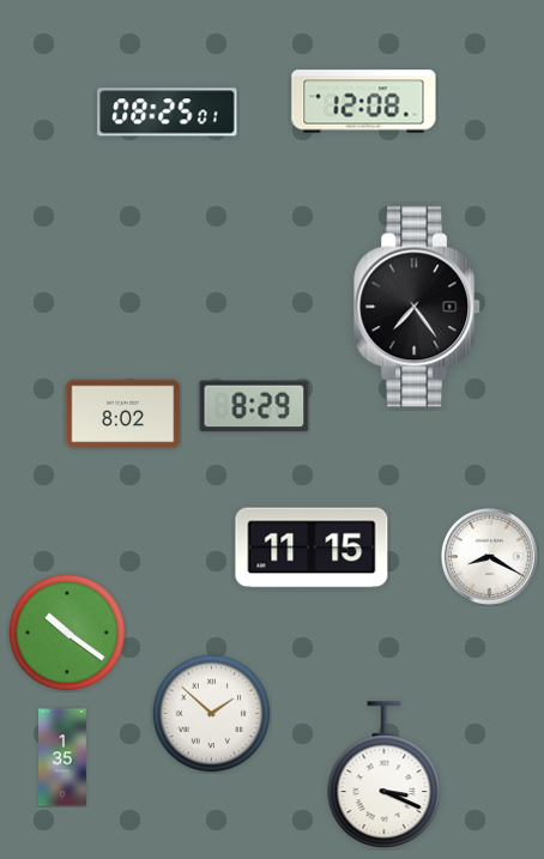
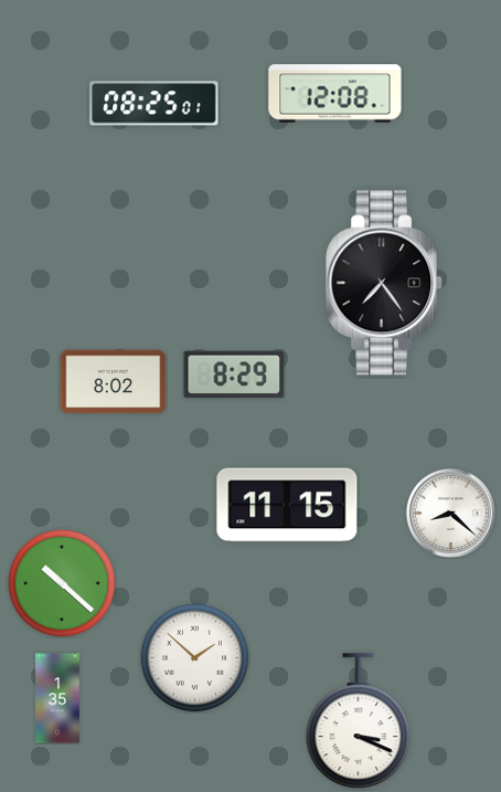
clock at (489, 556): 8:20 -> 8:22
clock at (67, 633): 10:21 -> 10:22
clock at (385, 775) position: (385, 775) -> (359, 721)
